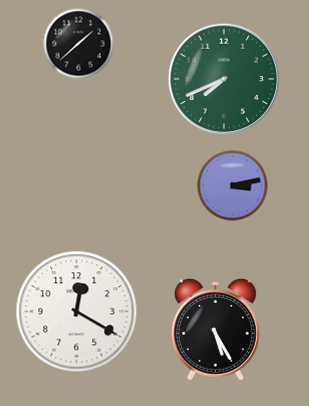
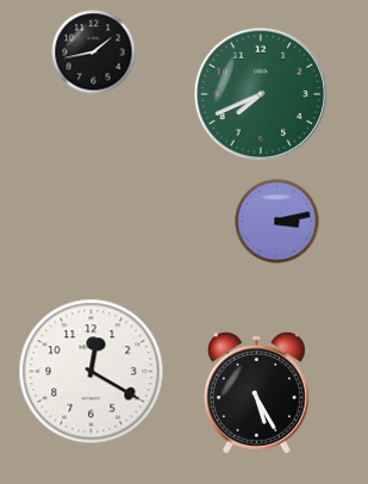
clock at (79, 44): 1:38 -> 1:43
clock at (224, 79) position: (224, 79) -> (261, 94)
